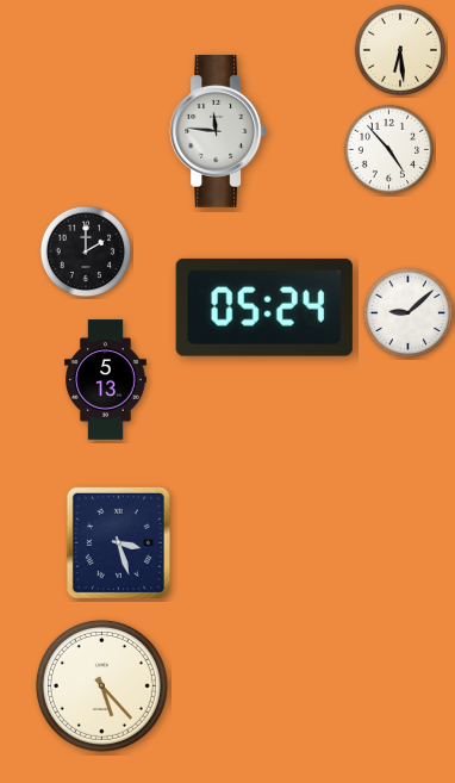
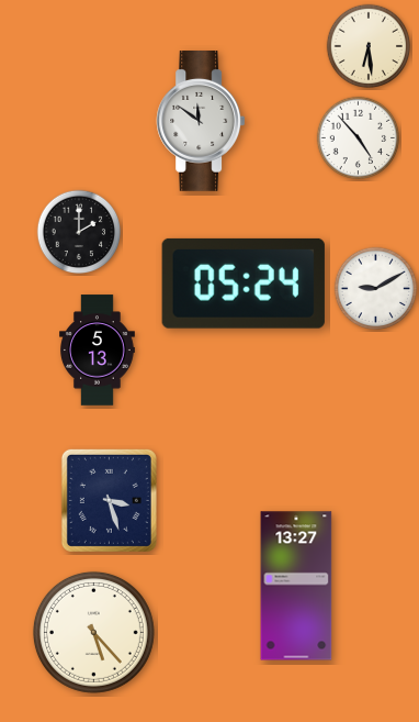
clock at (218, 132): 11:46 -> 11:51
clock at (409, 313): 9:08 -> 9:10
clock at (296, 586): none -> 13:27
